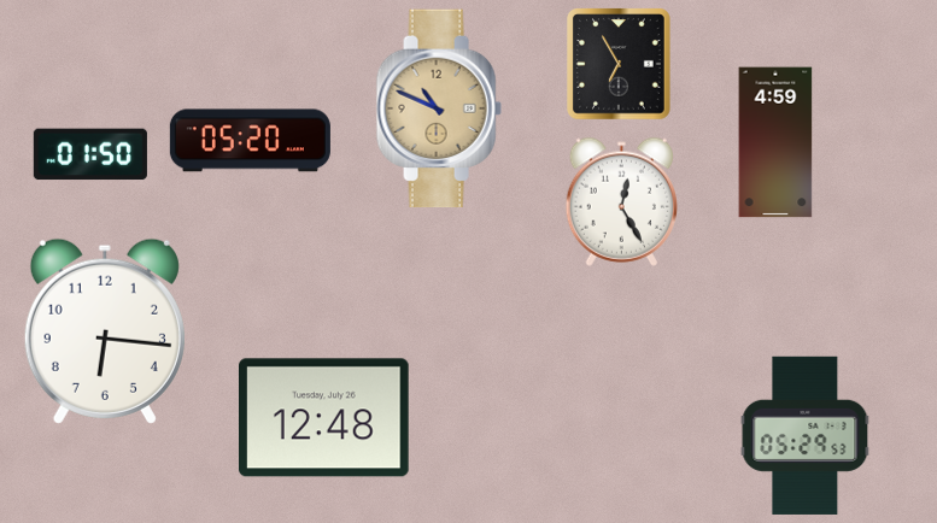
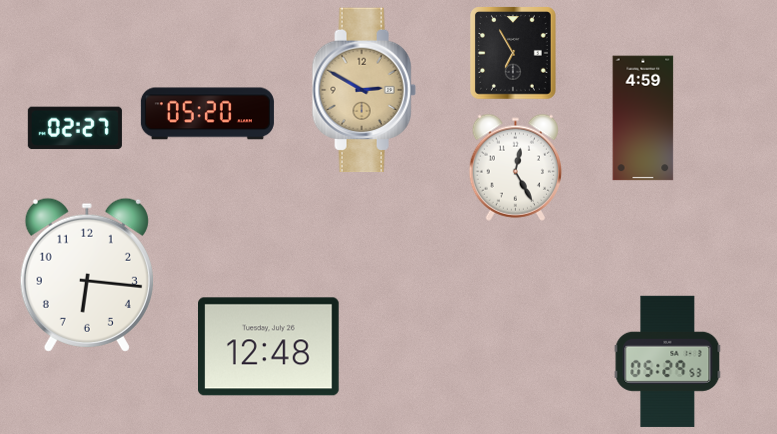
clock at (439, 108): 10:49 -> 2:50
clock at (250, 141) position: (250, 141) -> (207, 114)
clock at (90, 154): 01:50 -> 02:27
